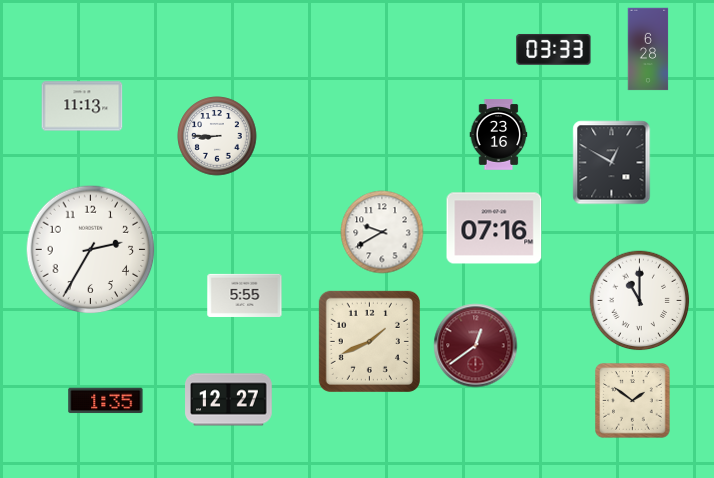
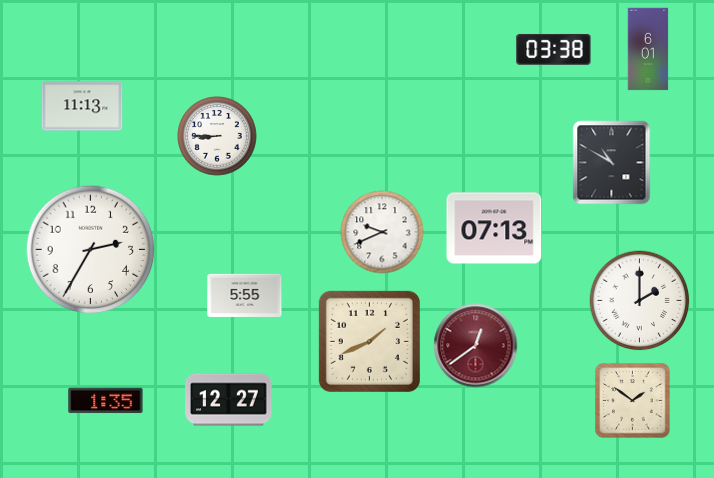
clock at (554, 49): 03:33 -> 03:38
clock at (648, 49): 6:28 -> 6:01
clock at (499, 135): 23:16 -> none
clock at (612, 163): 12:50 -> 10:50
clock at (494, 228): 07:16 -> 07:13
clock at (382, 232): 9:40 -> 9:41
clock at (640, 301): 11:00 -> 2:00
